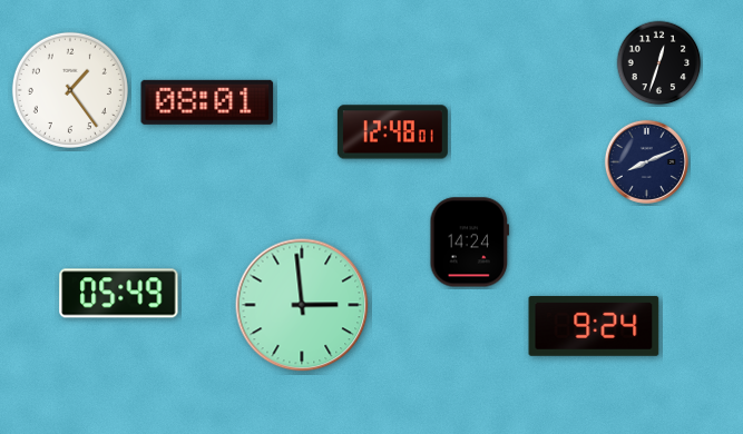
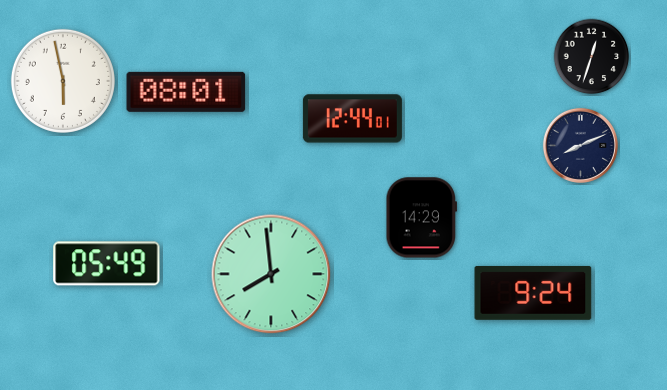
clock at (70, 90): 1:24 -> 5:58
clock at (392, 132): 12:48 -> 12:44
clock at (470, 243): 14:24 -> 14:29
clock at (302, 305): 2:59 -> 7:59
